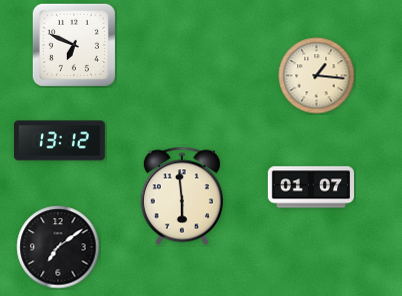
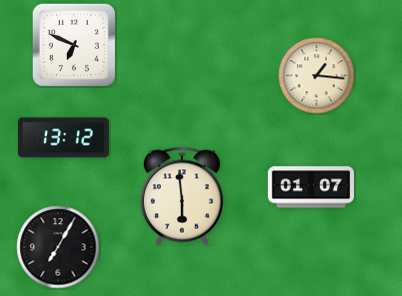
clock at (59, 141) position: (59, 141) -> (63, 138)
clock at (58, 247): 7:09 -> 7:05
